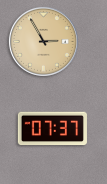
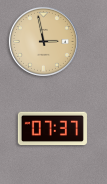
clock at (43, 41): 2:55 -> 2:58
